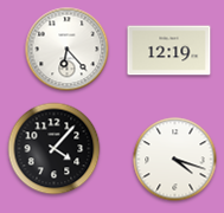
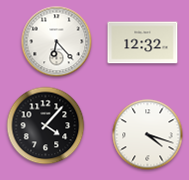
clock at (169, 51): 12:19 -> 12:32
